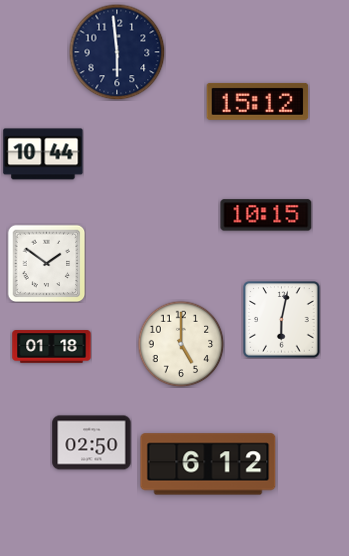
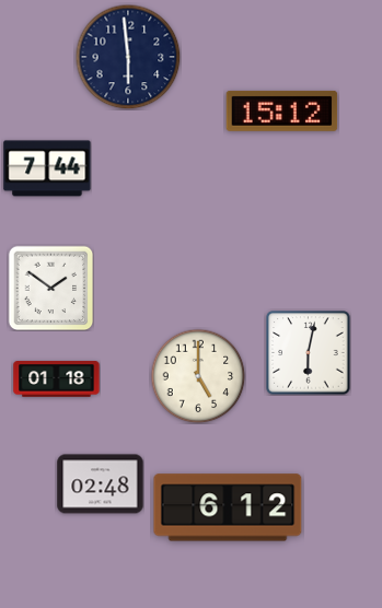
clock at (43, 154): 10:44 -> 7:44
clock at (266, 215): 10:15 -> none
clock at (282, 320) position: (282, 320) -> (309, 353)
clock at (92, 443): 02:50 -> 02:48
